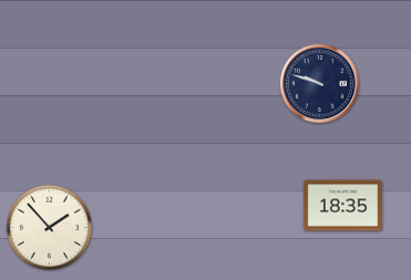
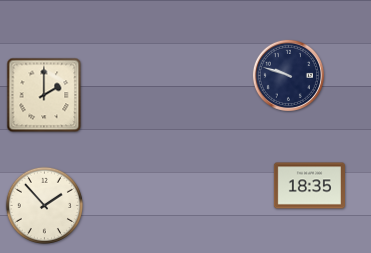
clock at (44, 95): none -> 2:00
